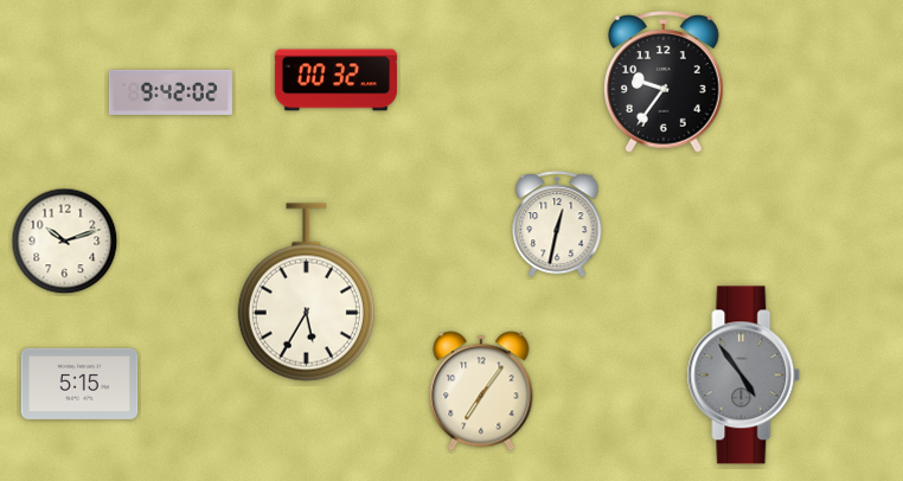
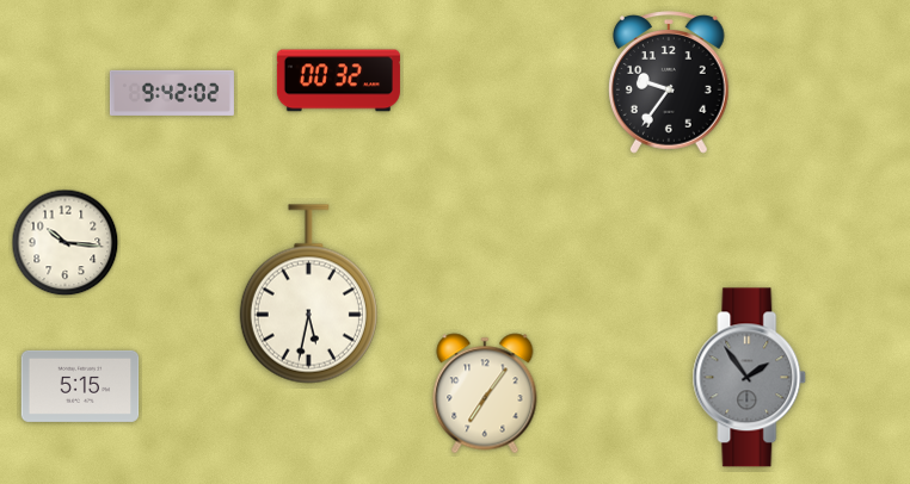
clock at (557, 225): 12:32 -> none
clock at (65, 242): 10:12 -> 10:16
clock at (306, 293): 5:35 -> 5:32
clock at (744, 376): 4:54 -> 1:54
